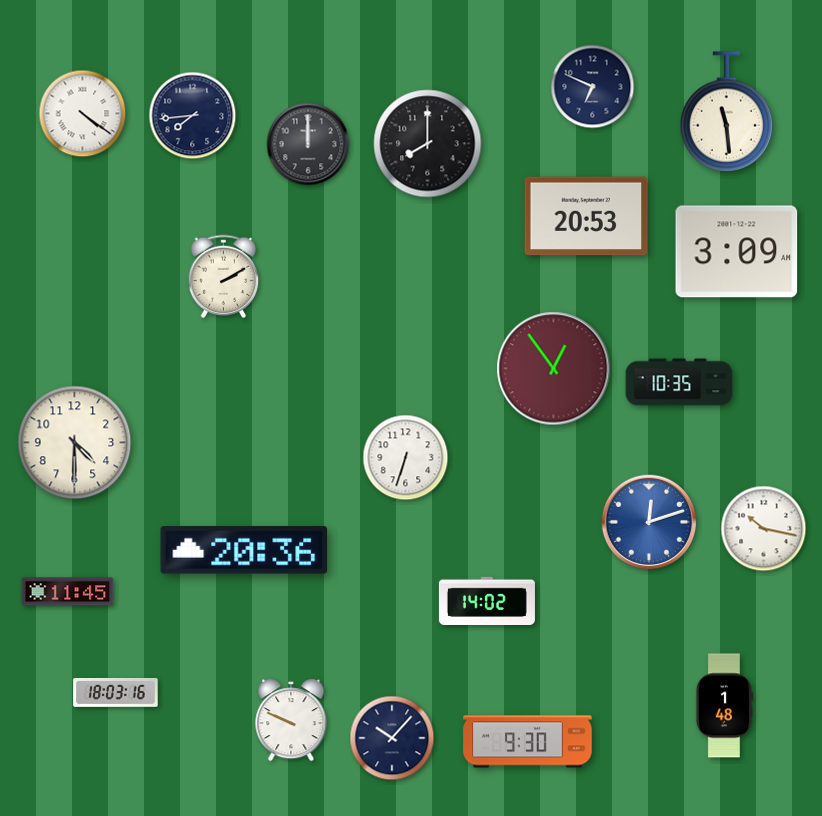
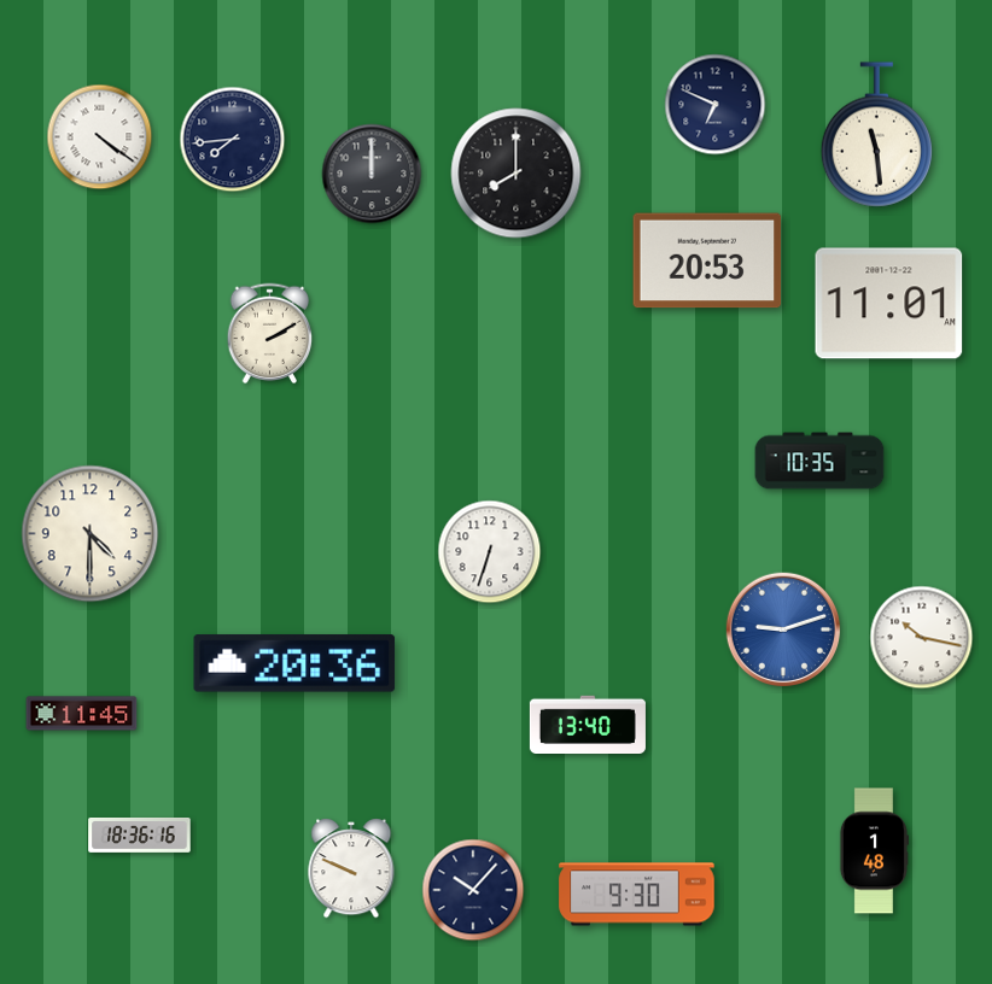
clock at (737, 252): 3:09 -> 11:01
clock at (554, 369): 12:54 -> none
clock at (649, 522): 12:12 -> 9:12
clock at (487, 600): 14:02 -> 13:40
clock at (116, 693): 18:03 -> 18:36
